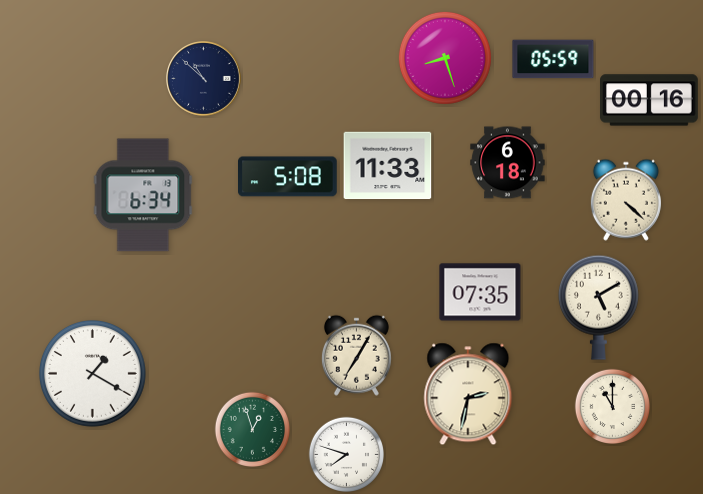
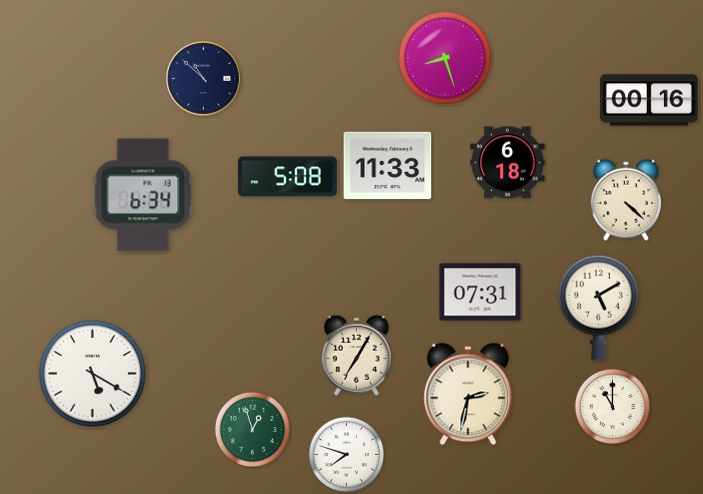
clock at (553, 59): 05:59 -> none
clock at (480, 292): 07:35 -> 07:31
clock at (92, 373): 1:20 -> 5:20
